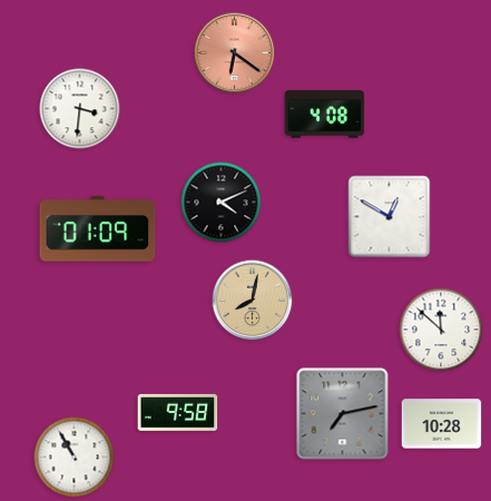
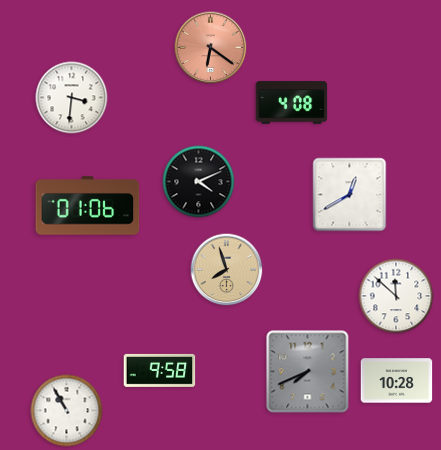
clock at (390, 217): 12:50 -> 12:40
clock at (98, 229): 01:09 -> 01:06
clock at (253, 301): 8:02 -> 7:57
clock at (343, 414): 7:13 -> 7:41
